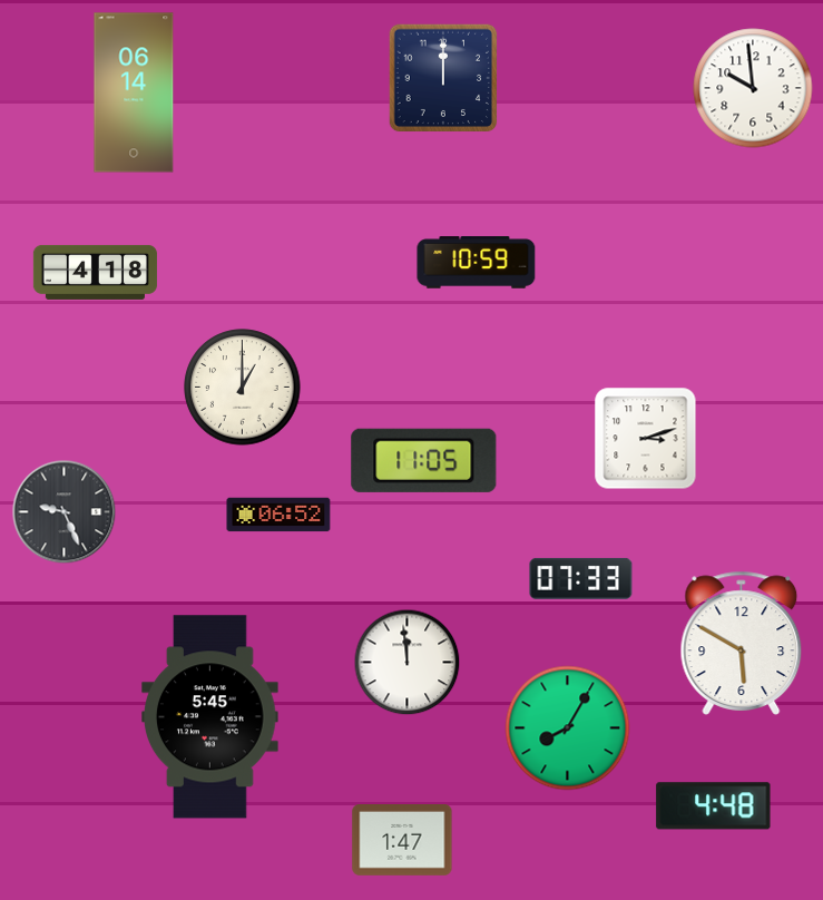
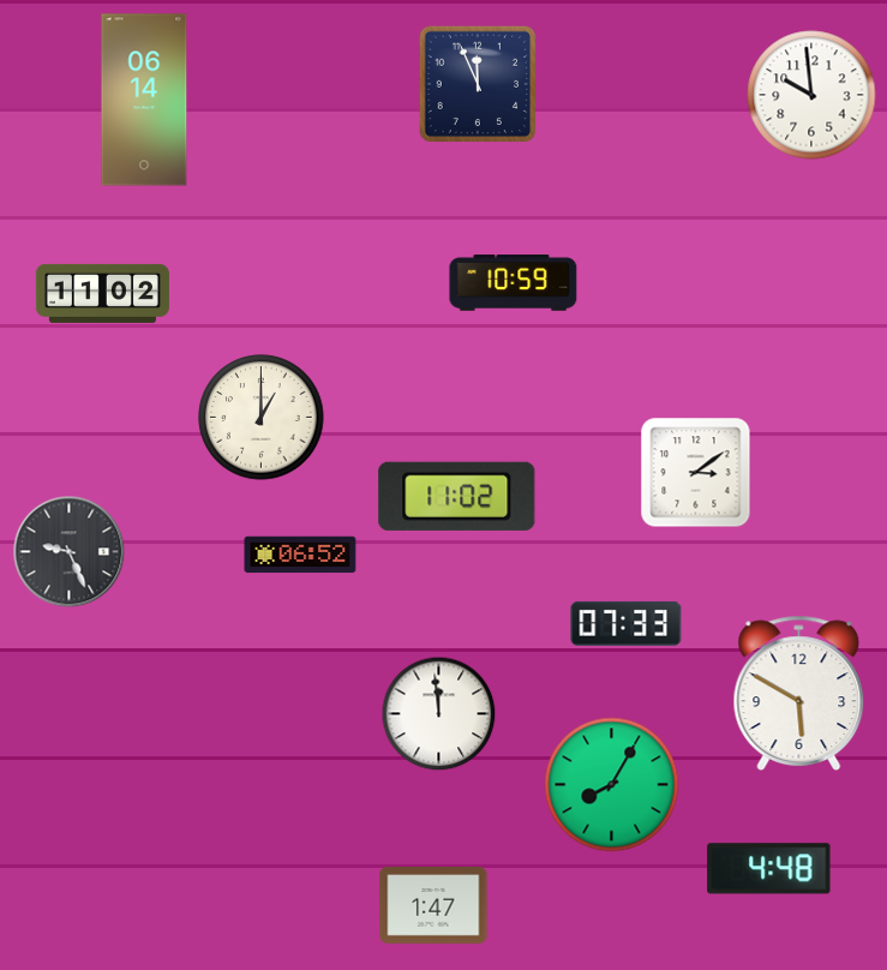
clock at (443, 78): 12:00 -> 11:56
clock at (95, 272): 4:18 -> 11:02
clock at (646, 439): 3:12 -> 3:09
clock at (424, 460): 11:05 -> 11:02
clock at (210, 717): 5:45 -> none
